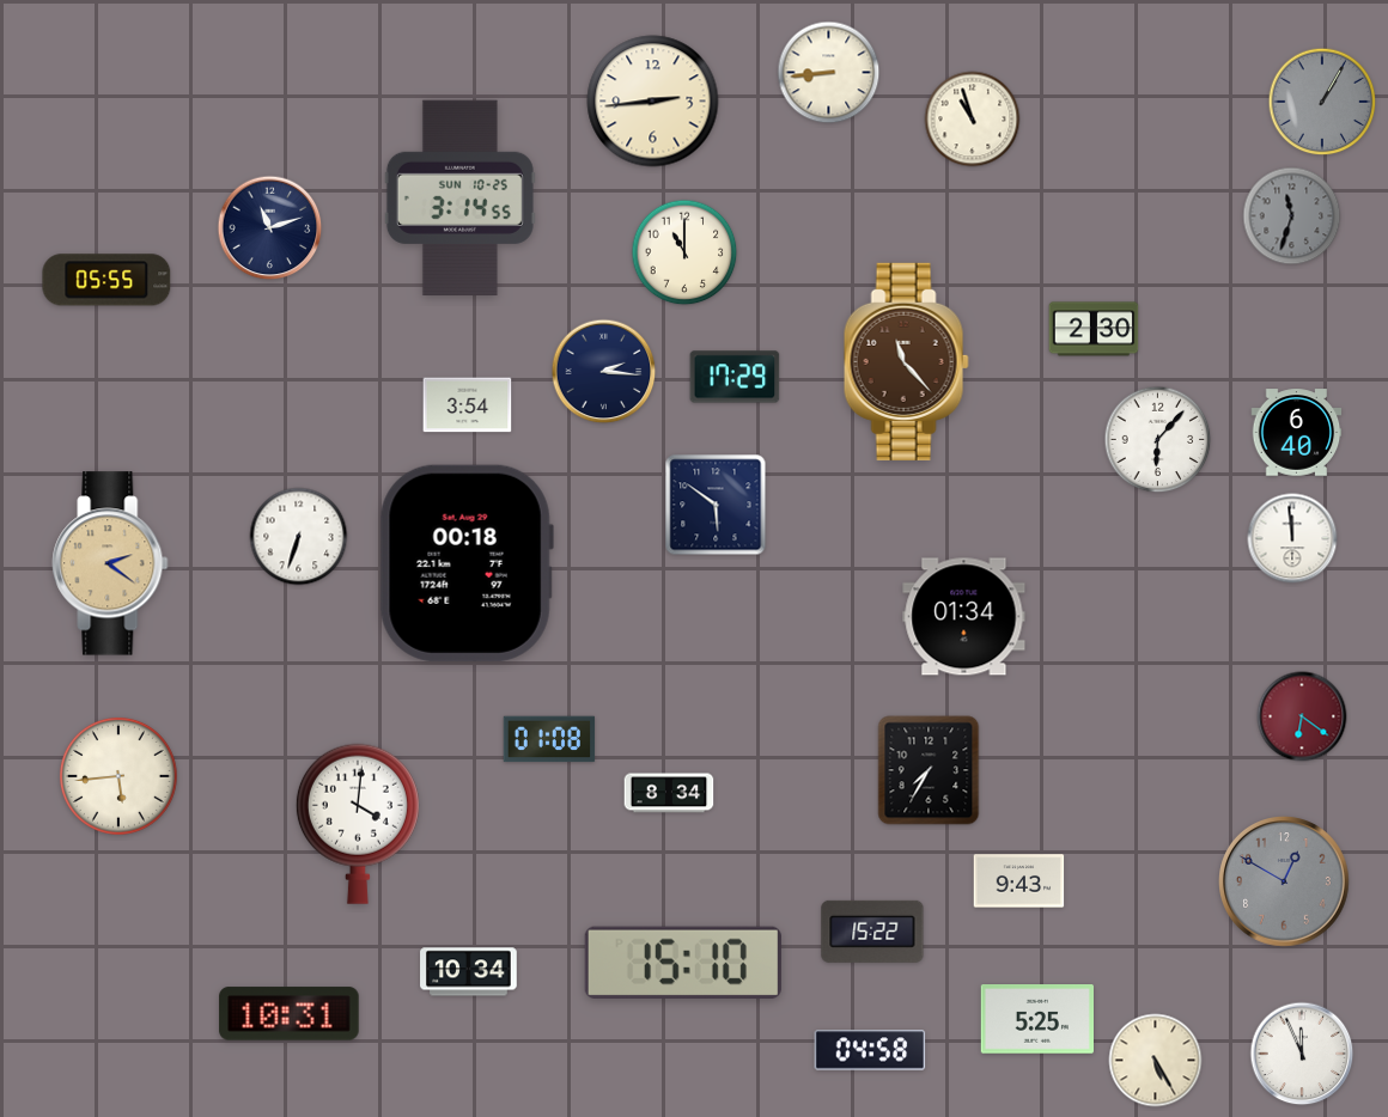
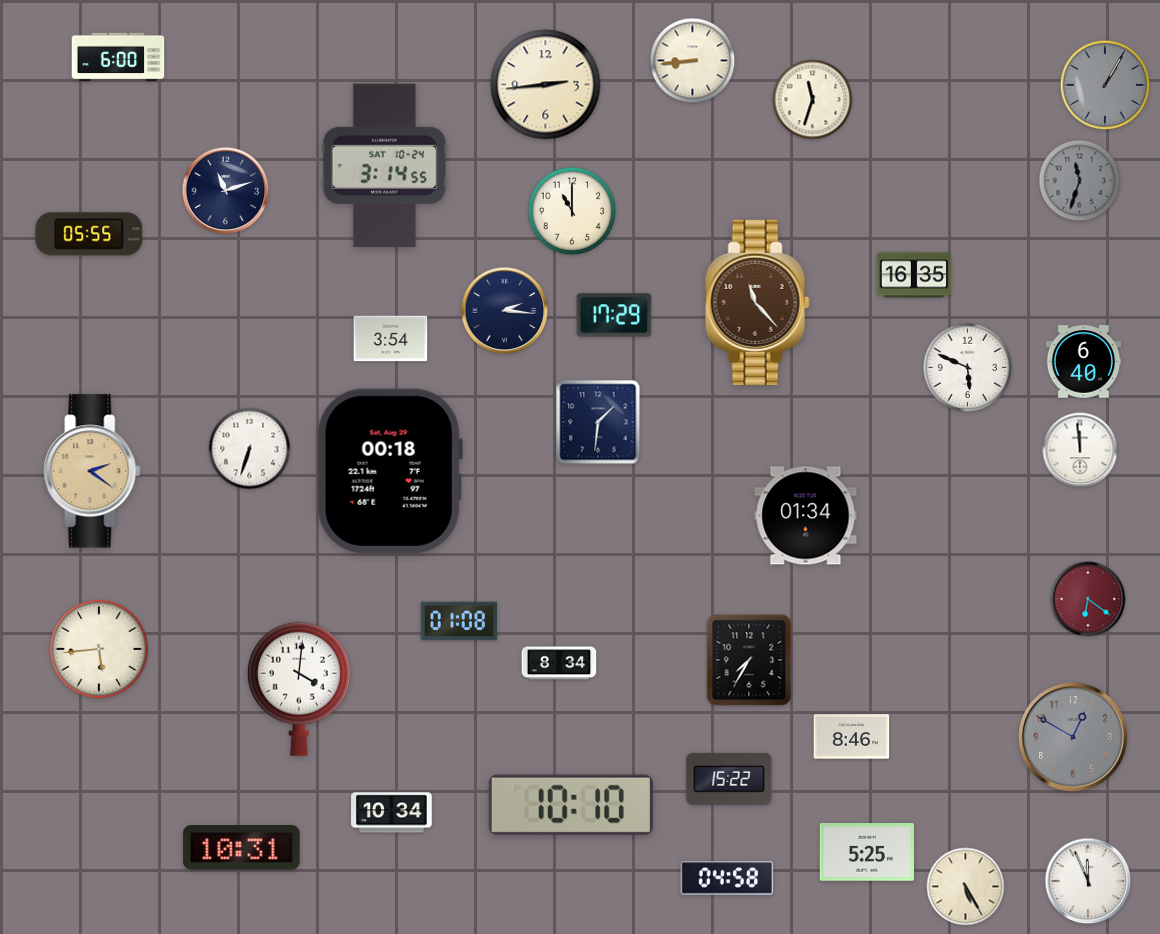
clock at (118, 57): none -> 6:00
clock at (973, 120): 10:57 -> 11:33
clock at (459, 197) date: SUN 10-25 -> SAT 10-24
clock at (1094, 329): 2:30 -> 16:35
clock at (1158, 440): 6:07 -> 5:49
clock at (716, 505): 5:51 -> 1:31
clock at (549, 739) position: (549, 739) -> (459, 621)
clock at (929, 770) position: (929, 770) -> (749, 660)
clock at (1019, 881): 9:43 -> 8:46
clock at (683, 963): 15:10 -> 10:10
